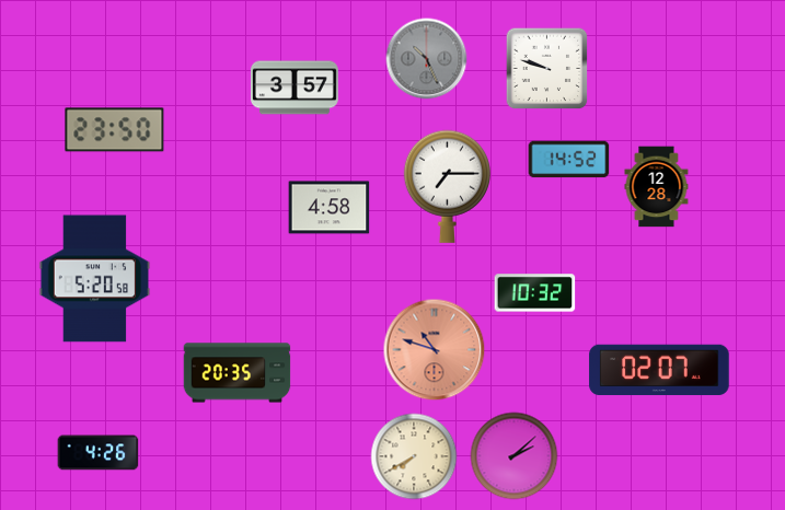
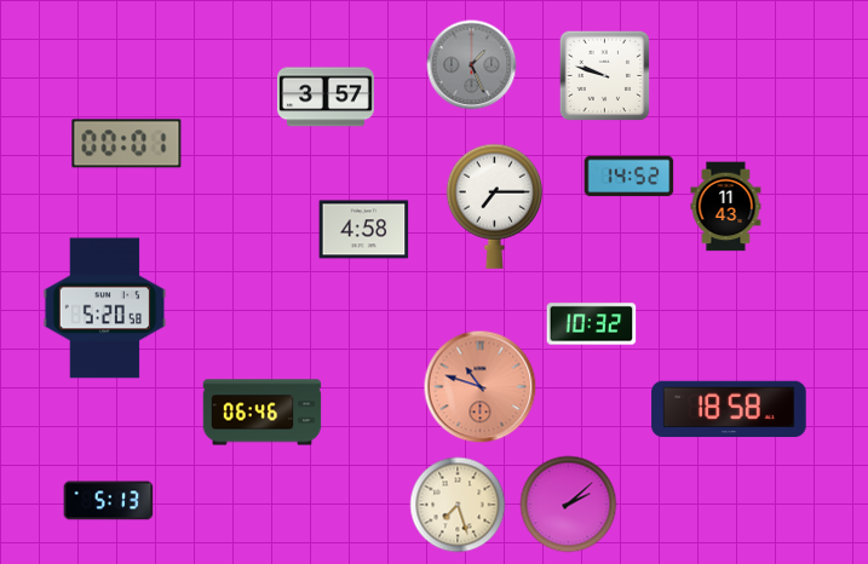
clock at (427, 59): 10:26 -> 1:26
clock at (115, 130): 23:50 -> 00:01
clock at (657, 187): 12:28 -> 11:43
clock at (659, 370): 02:07 -> 18:58
clock at (238, 373): 20:35 -> 06:46
clock at (99, 453): 4:26 -> 5:13
clock at (414, 456): 7:40 -> 7:27
